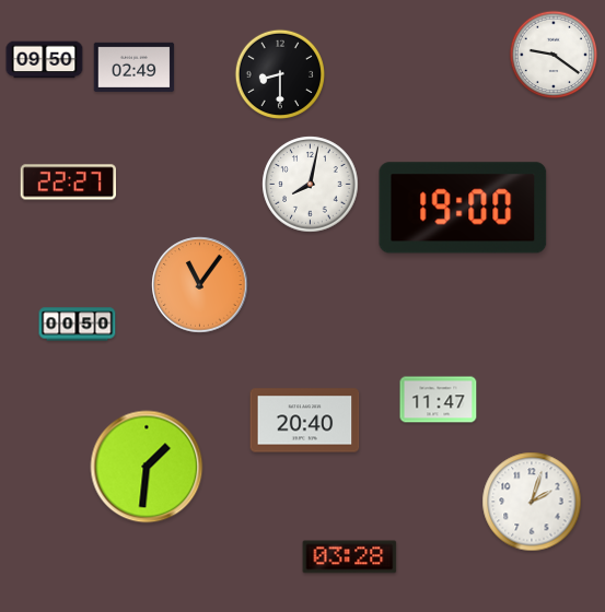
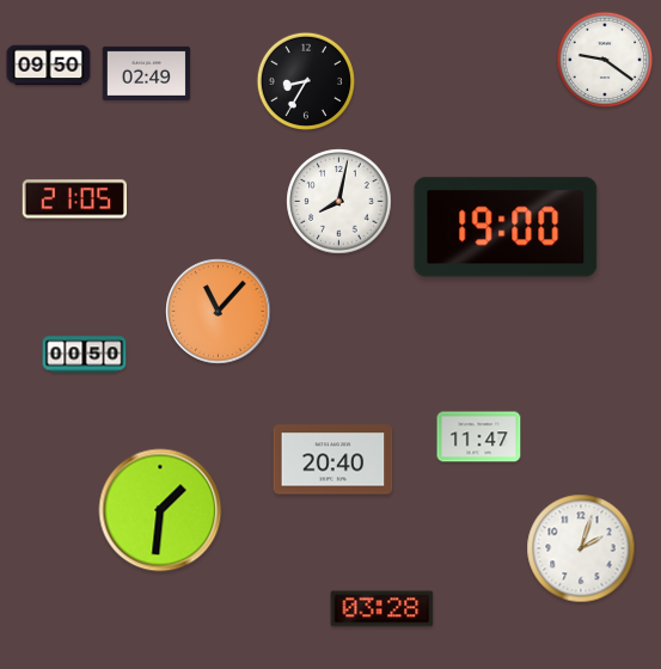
clock at (279, 73): 8:30 -> 8:35
clock at (68, 183): 22:27 -> 21:05
clock at (200, 285): 11:06 -> 11:07
